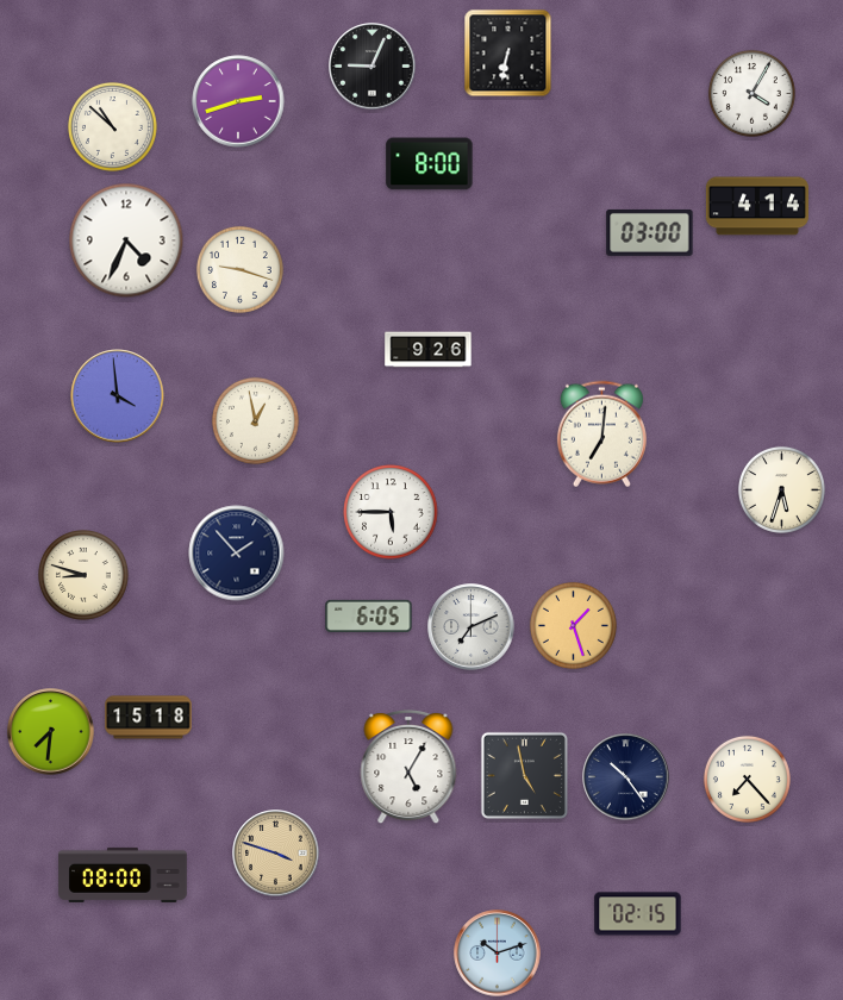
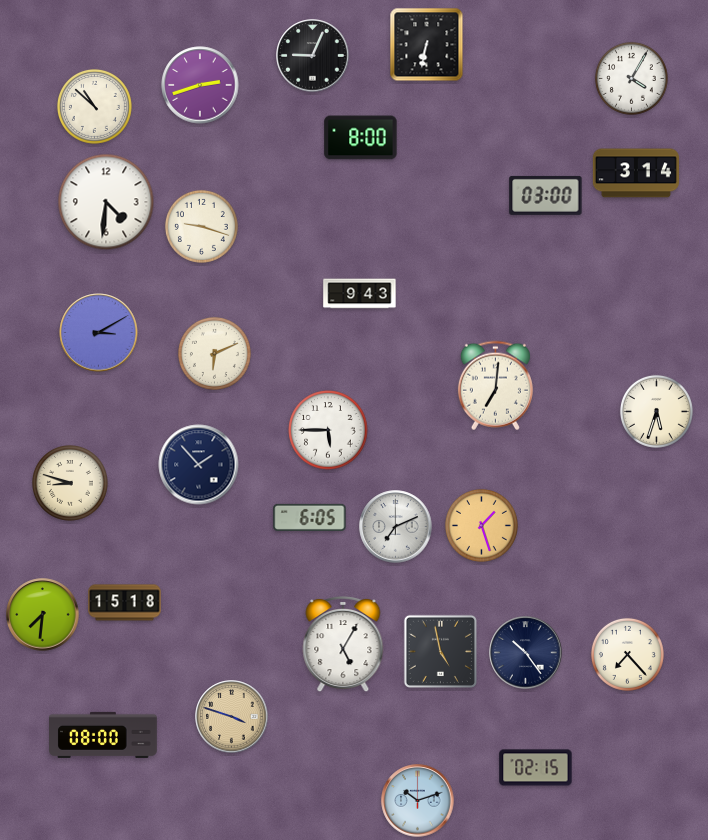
clock at (757, 206): 4:14 -> 3:14
clock at (126, 240): 4:34 -> 4:31
clock at (429, 350): 9:26 -> 9:43
clock at (118, 396): 3:59 -> 3:10
clock at (255, 420): 12:58 -> 6:11
clock at (601, 435) position: (601, 435) -> (495, 386)
